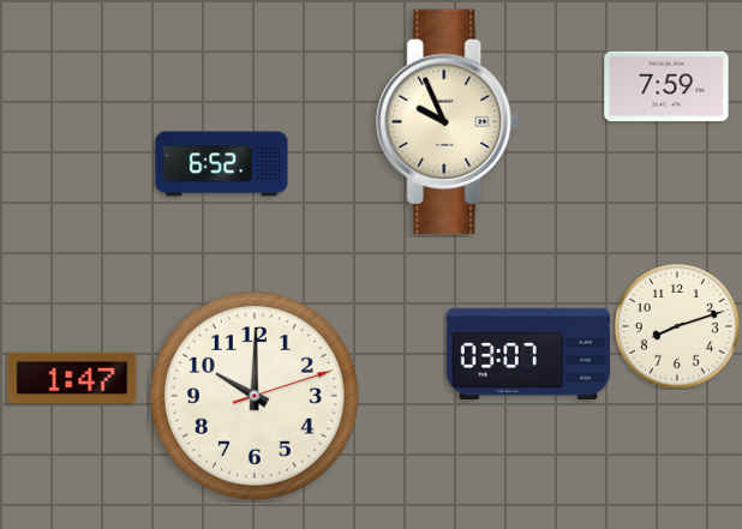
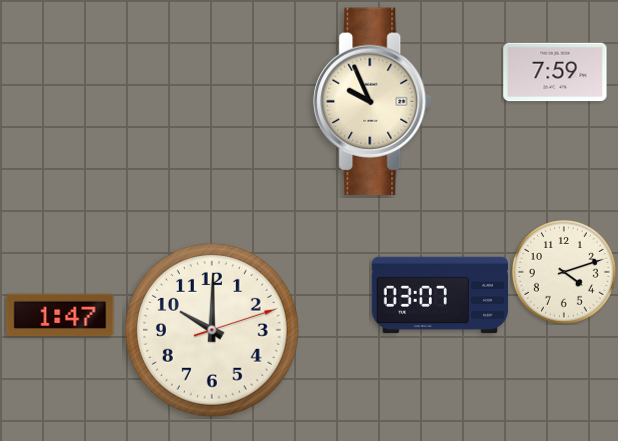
clock at (222, 164): 6:52 -> none
clock at (677, 326): 8:12 -> 4:12
